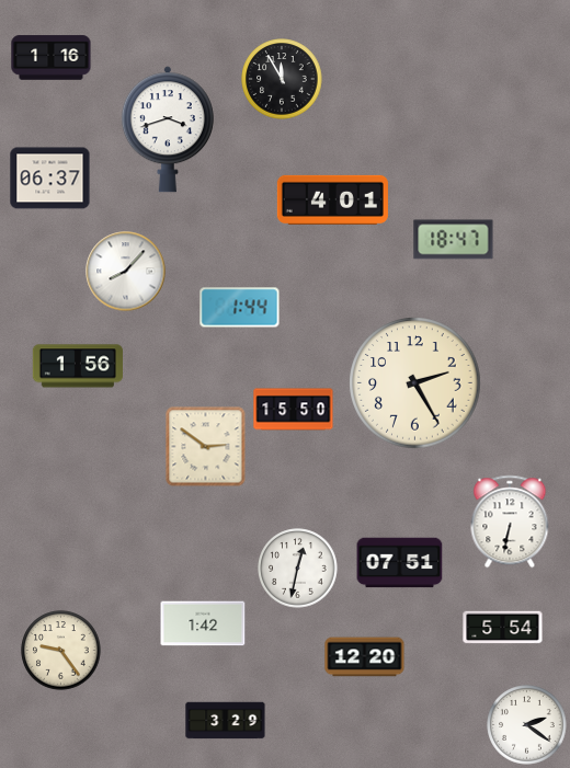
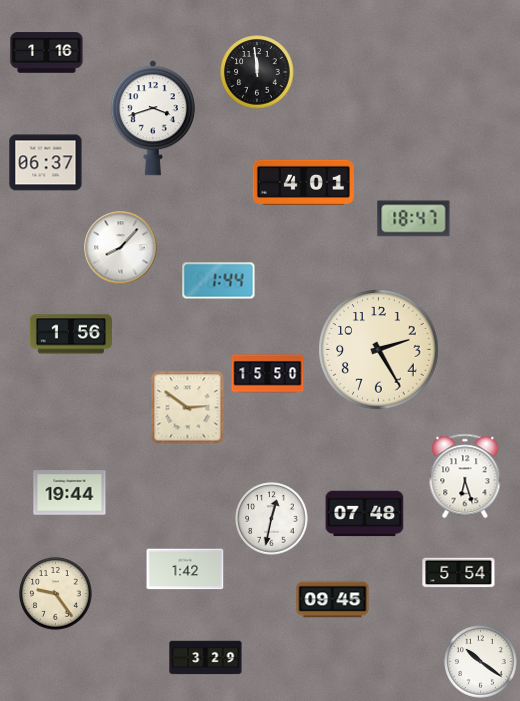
clock at (282, 79): 11:55 -> 11:59
clock at (126, 272) position: (126, 272) -> (121, 248)
clock at (510, 521): 6:32 -> 6:27
clock at (70, 493): none -> 19:44
clock at (400, 563): 07:51 -> 07:48
clock at (365, 657): 12:20 -> 09:45
clock at (527, 725): 2:21 -> 10:21
